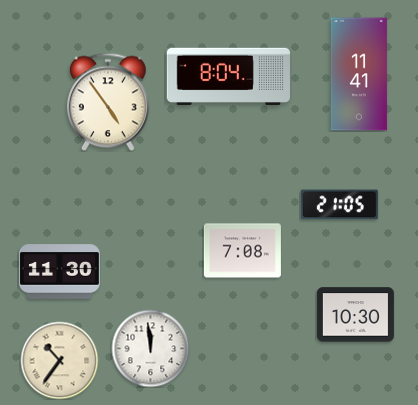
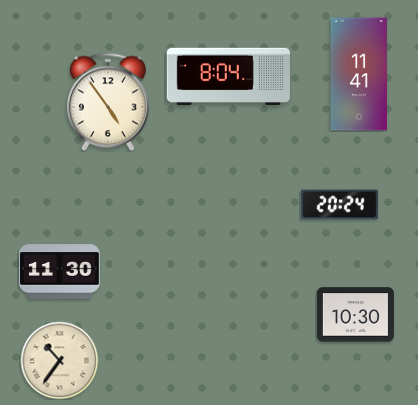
clock at (339, 205): 21:05 -> 20:24
clock at (242, 251): 7:08 -> none
clock at (150, 348): 11:59 -> none
